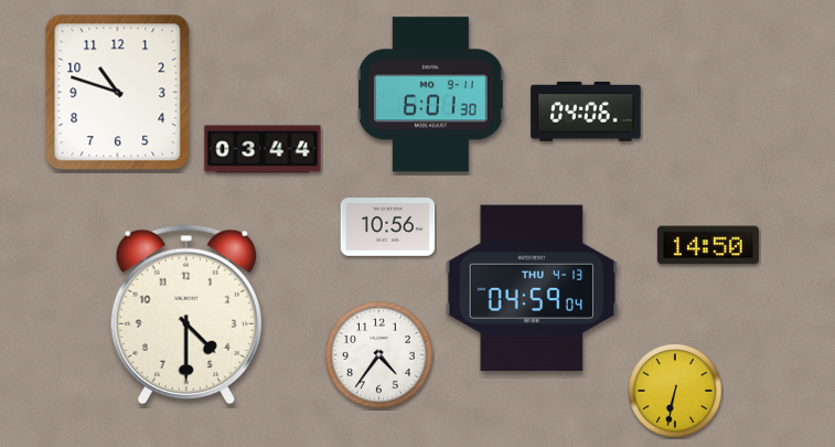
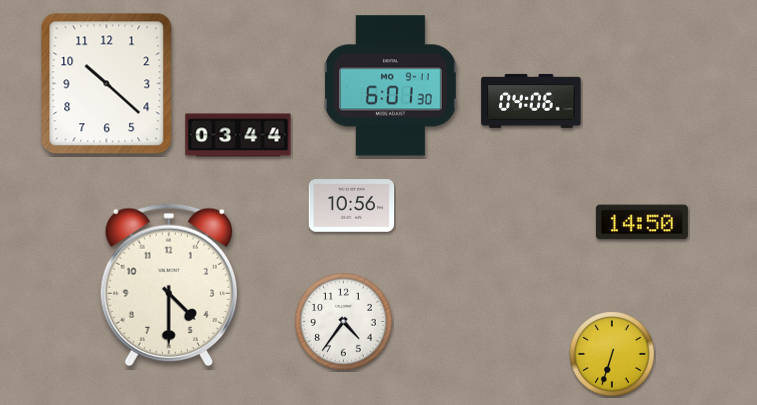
clock at (118, 93): 10:48 -> 10:22
clock at (532, 288): 04:59 -> none
clock at (675, 391): 6:32 -> 6:33
